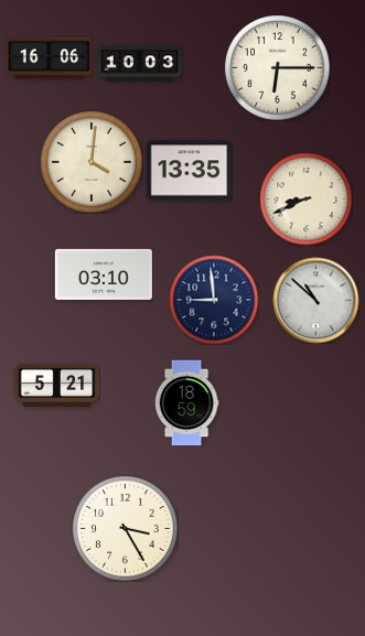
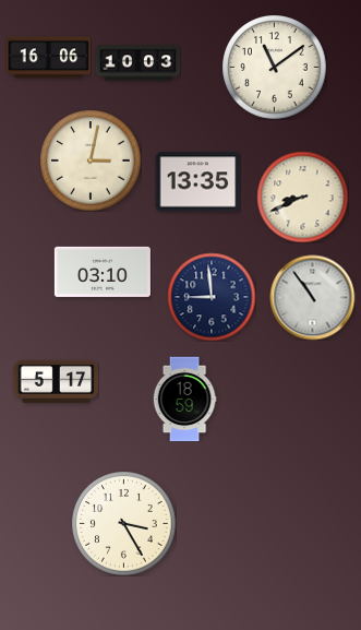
clock at (277, 67): 6:15 -> 11:09
clock at (92, 162): 4:01 -> 3:02
clock at (189, 171) position: (189, 171) -> (197, 182)
clock at (315, 300): 10:52 -> 10:54
clock at (56, 385): 5:21 -> 5:17
